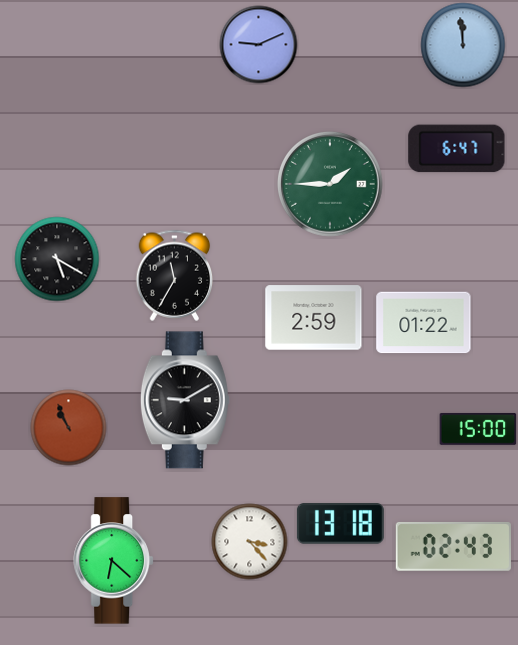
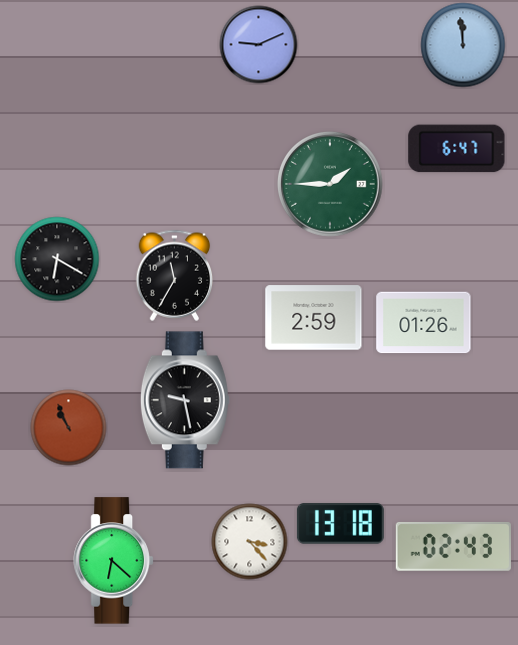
clock at (57, 259): 5:20 -> 6:20
clock at (424, 323): 01:22 -> 01:26
clock at (185, 400): 9:10 -> 9:28
clock at (478, 429): 15:00 -> none
